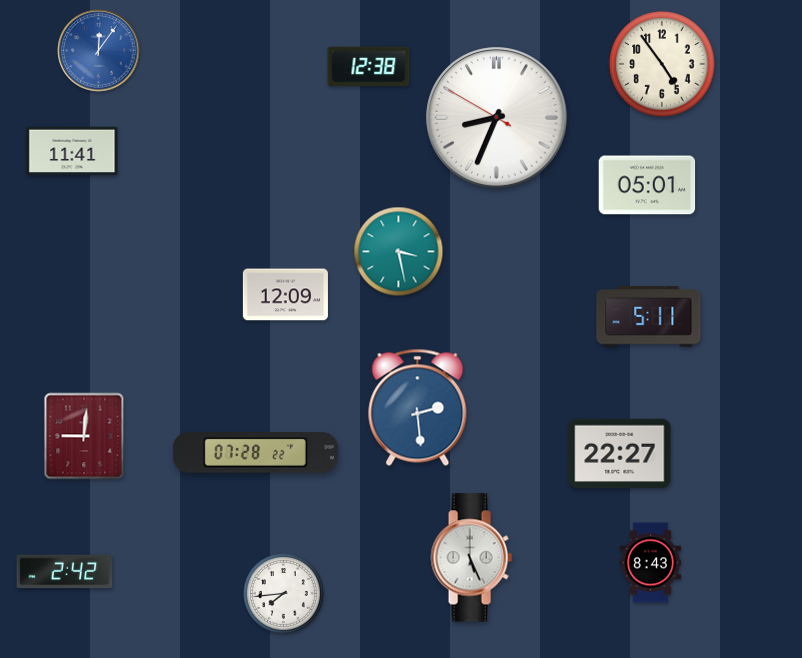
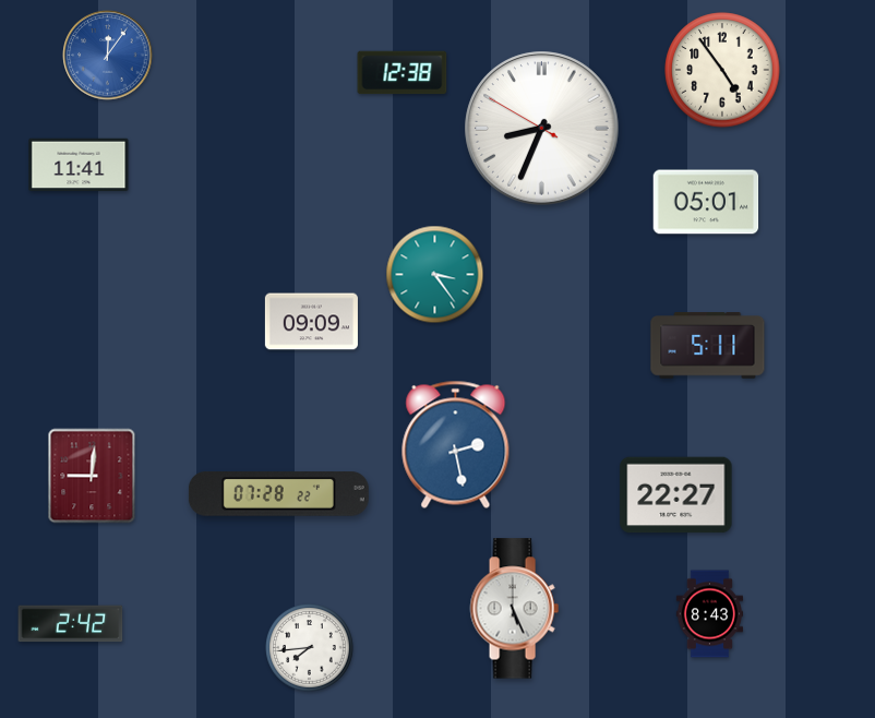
clock at (399, 252): 3:28 -> 3:24
clock at (285, 295): 12:09 -> 09:09
clock at (418, 407): 2:29 -> 2:28
